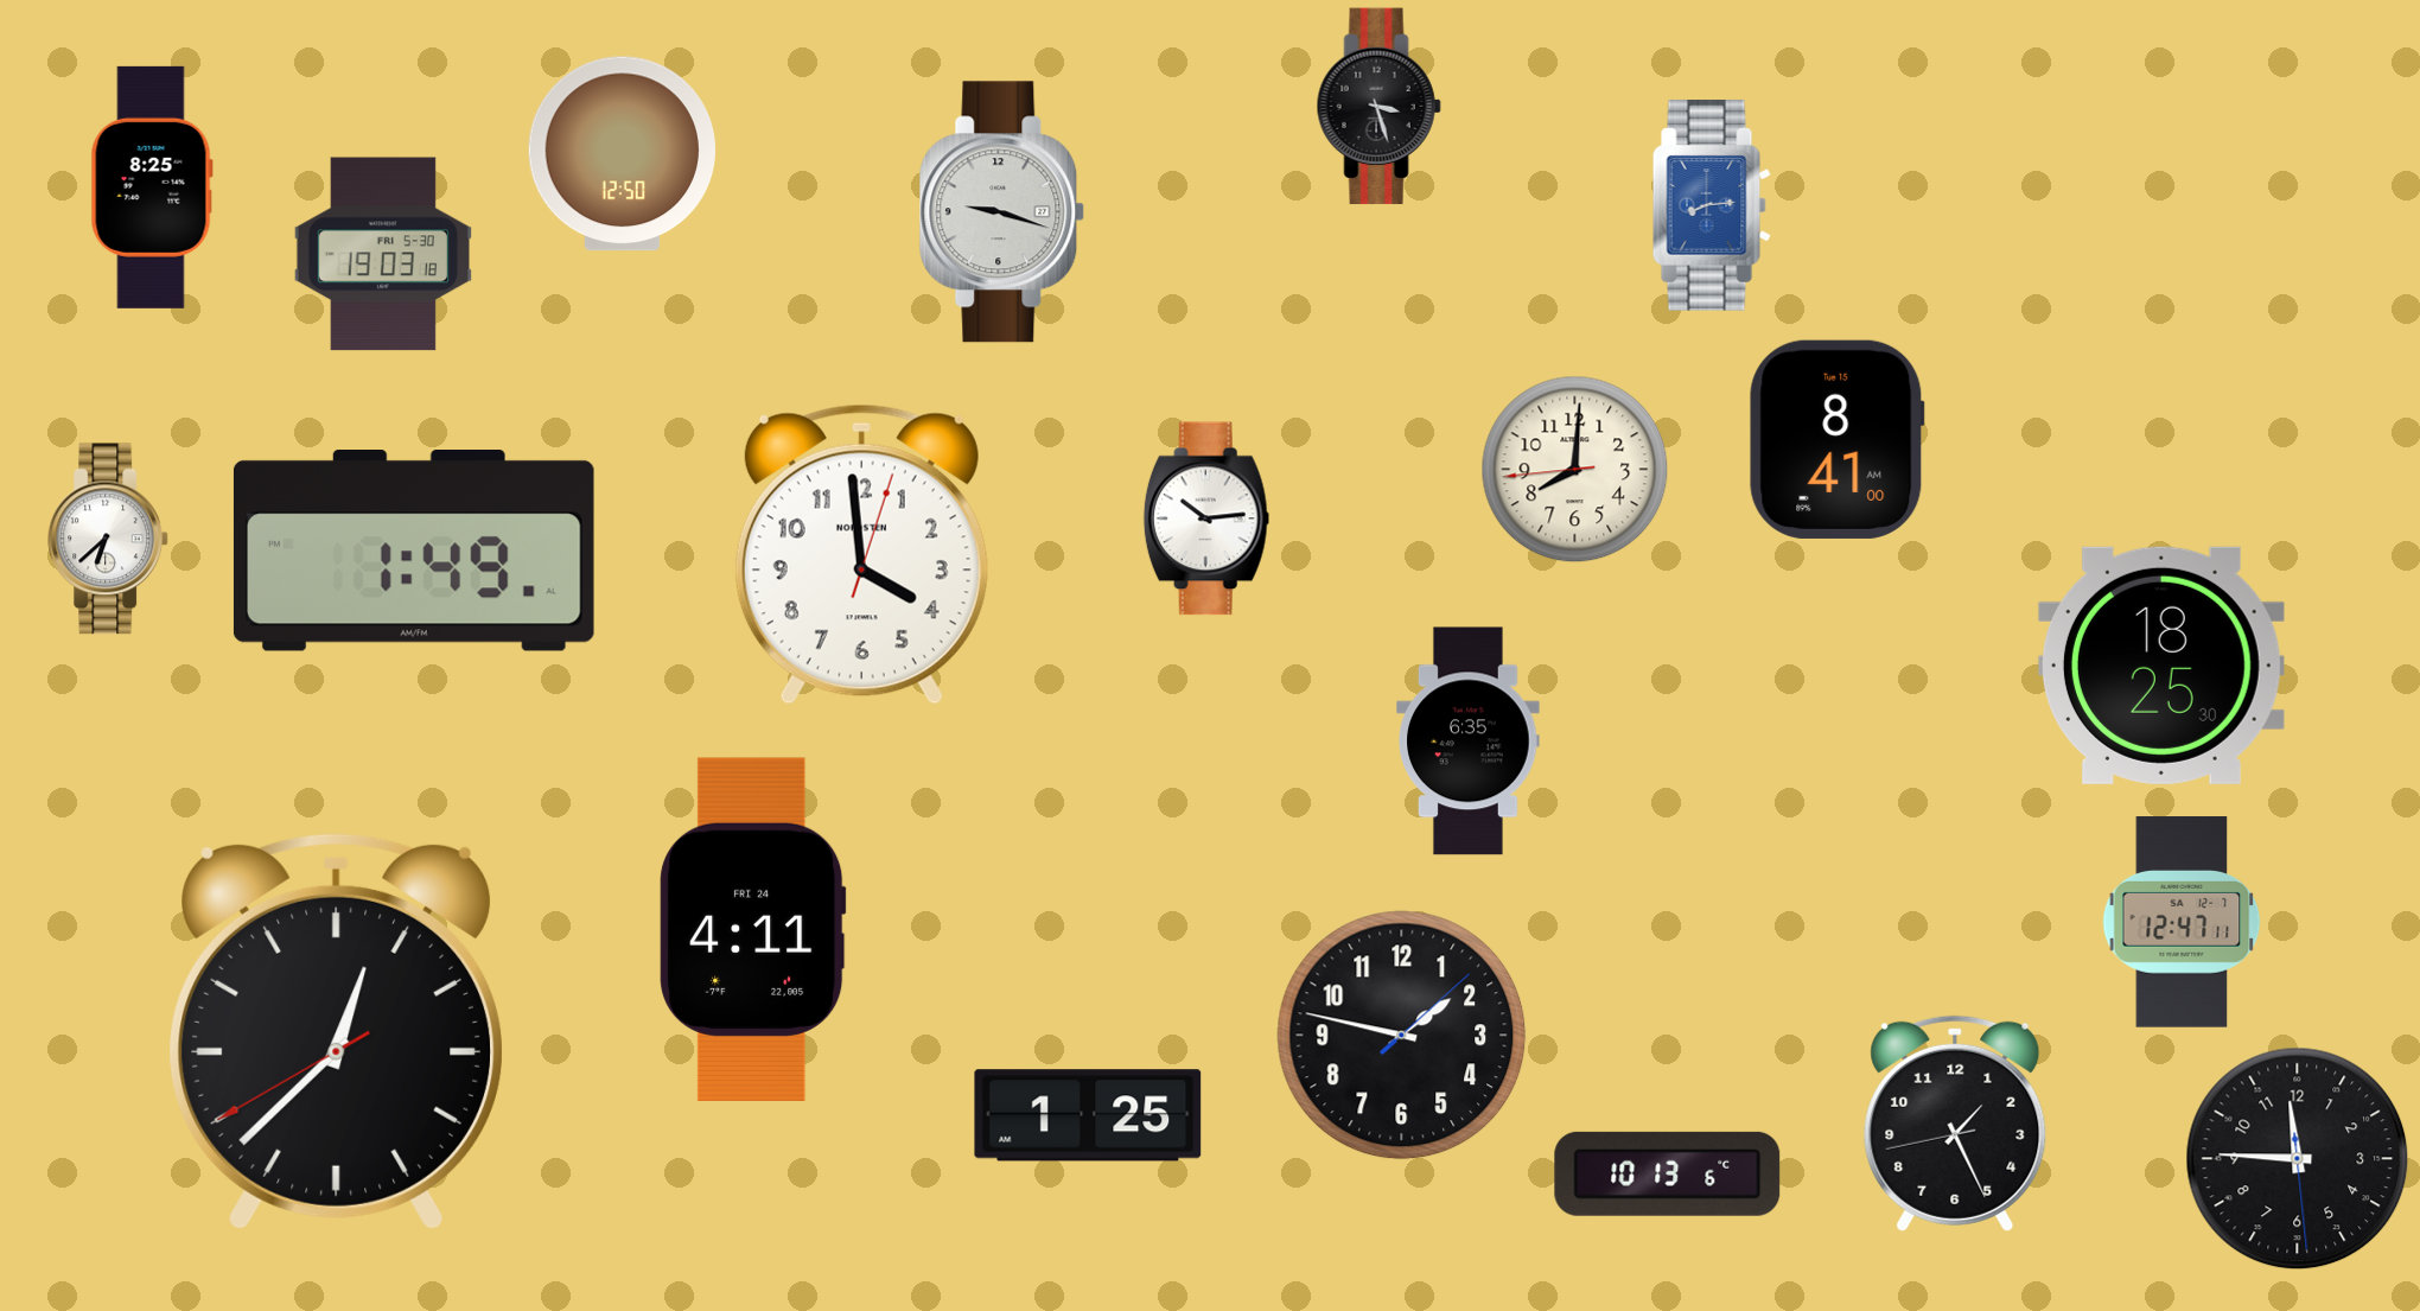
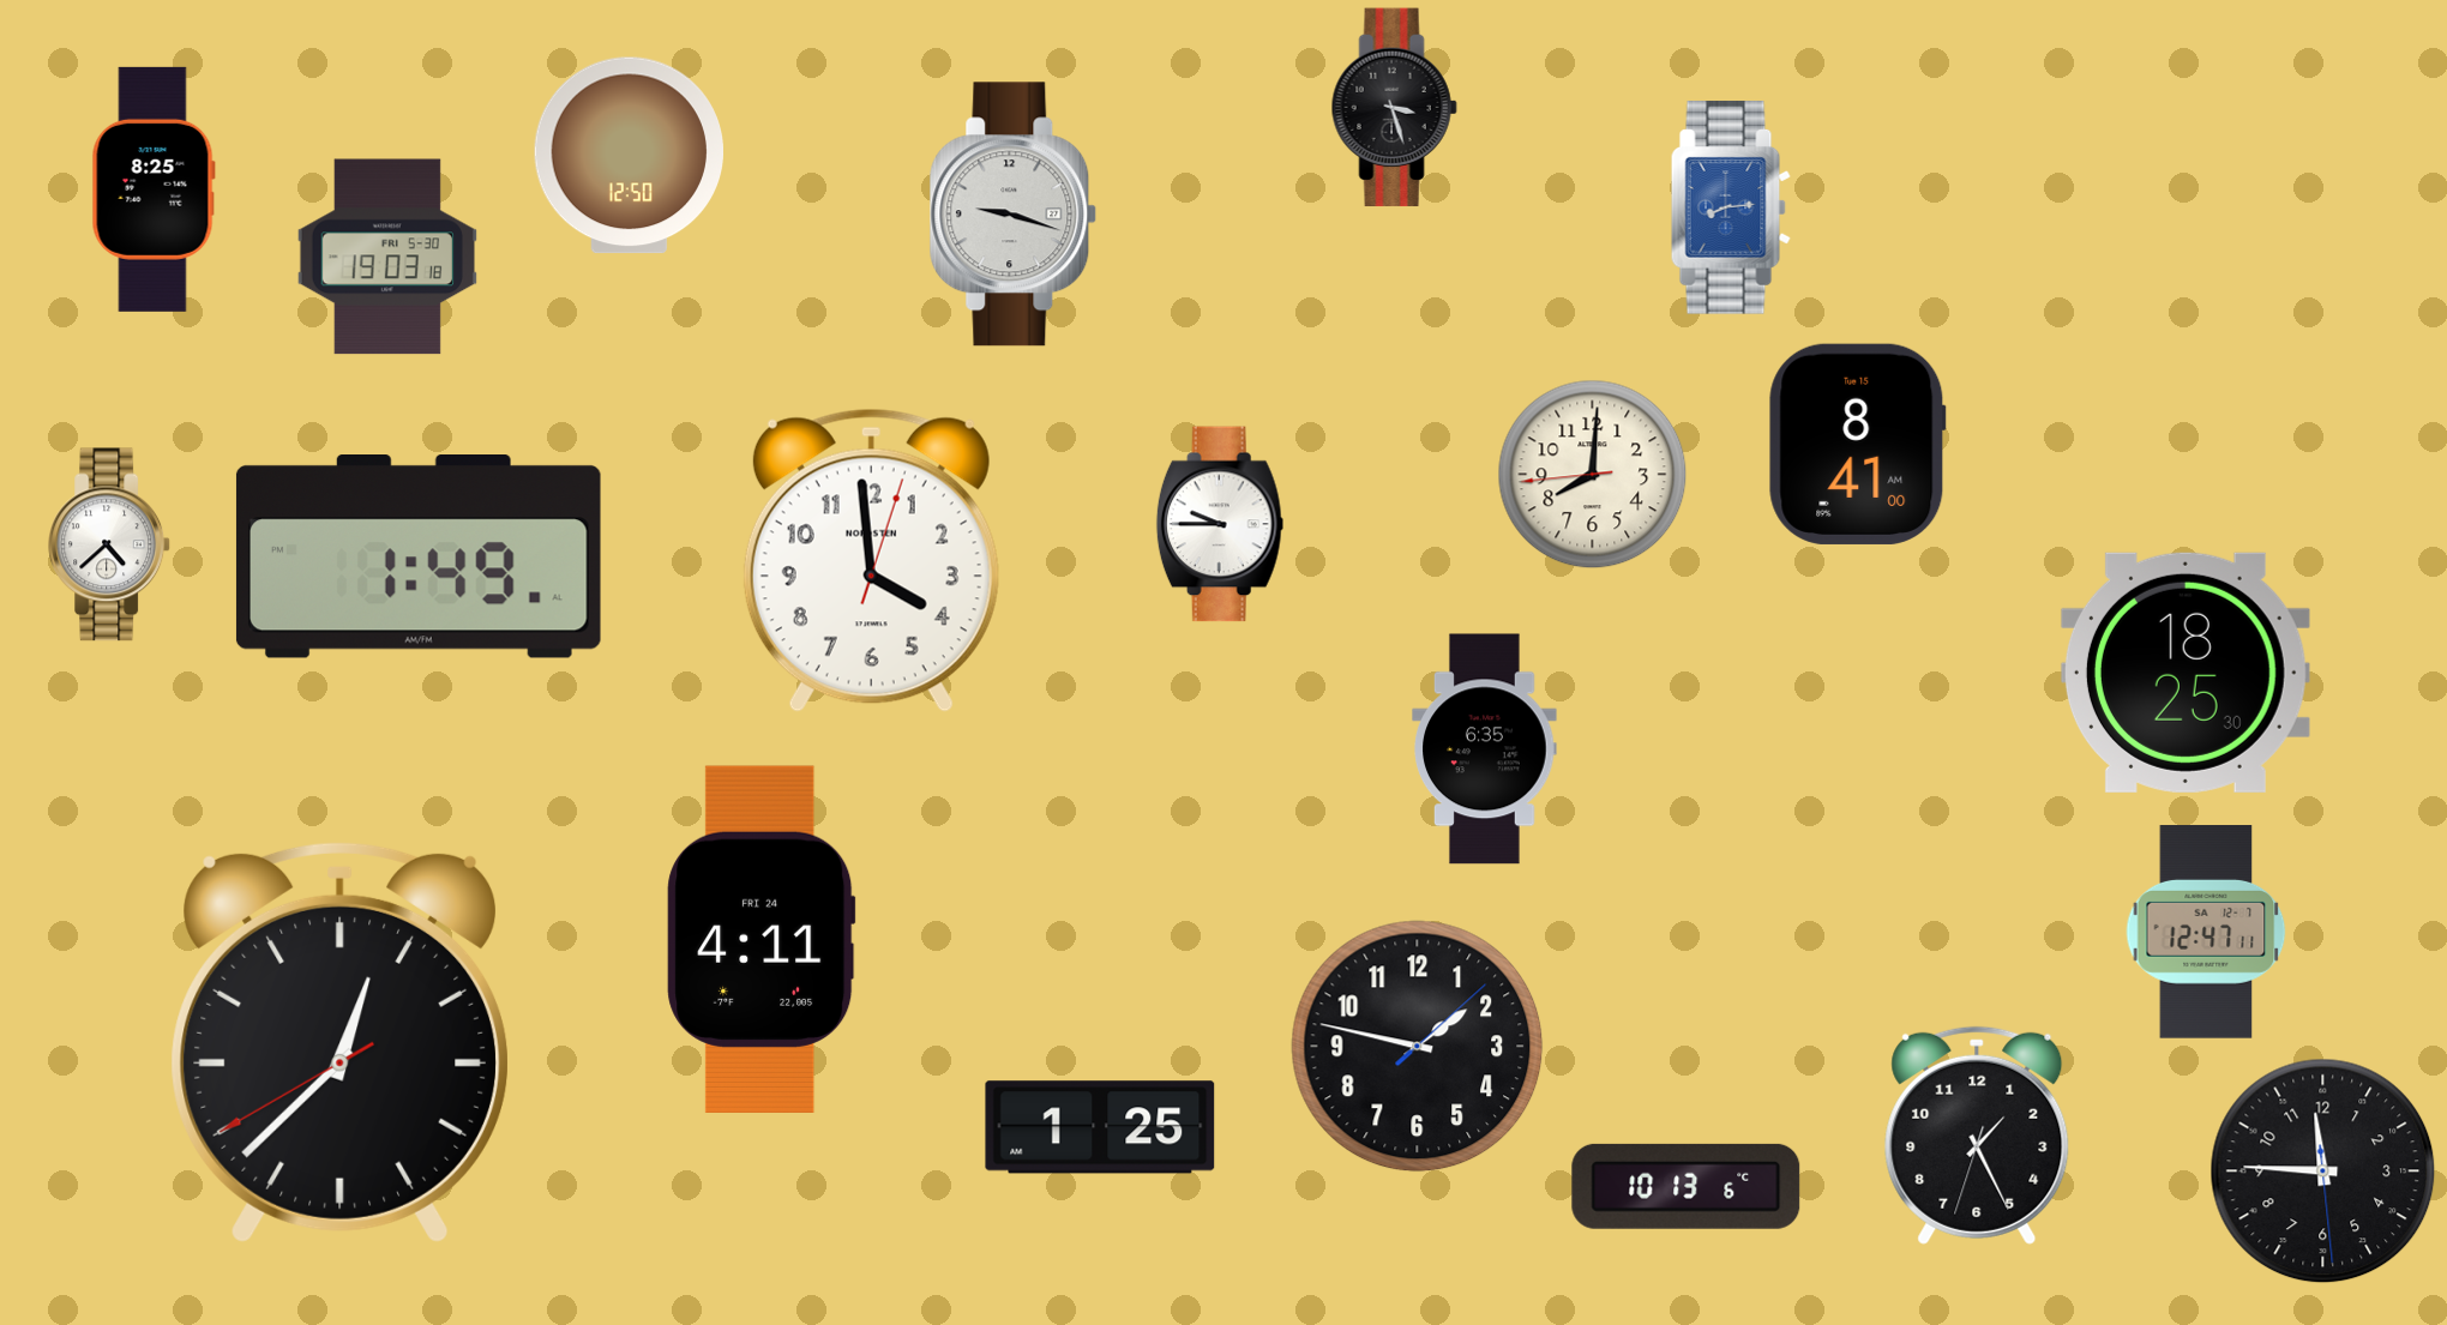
clock at (1206, 518): 10:14 -> 9:45
clock at (109, 539): 6:38 -> 4:38
clock at (1955, 1124): 1:25:43 -> 1:25:33
